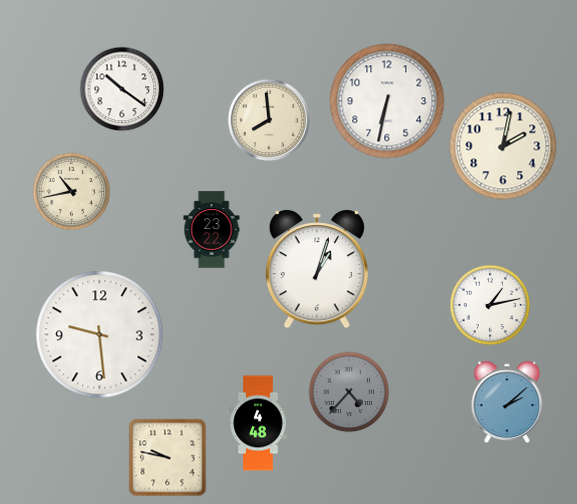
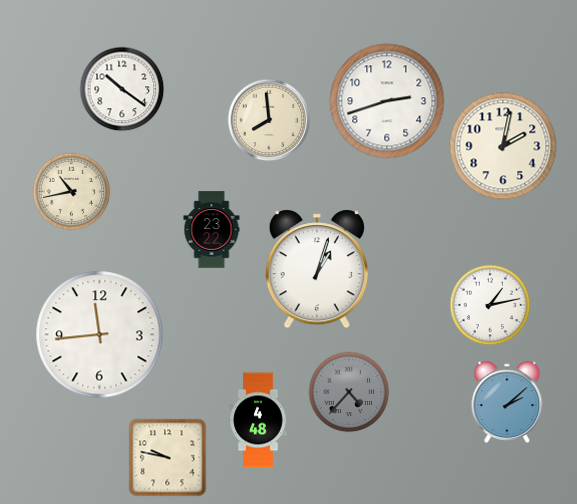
clock at (387, 101): 6:32 -> 2:42
clock at (100, 335): 9:29 -> 11:44
clock at (258, 423) position: (258, 423) -> (258, 420)
